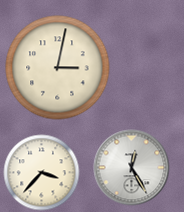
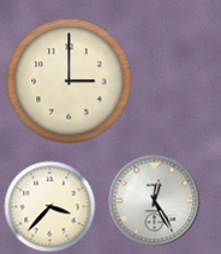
clock at (58, 68): 3:02 -> 3:00
clock at (132, 168) position: (132, 168) -> (155, 201)
